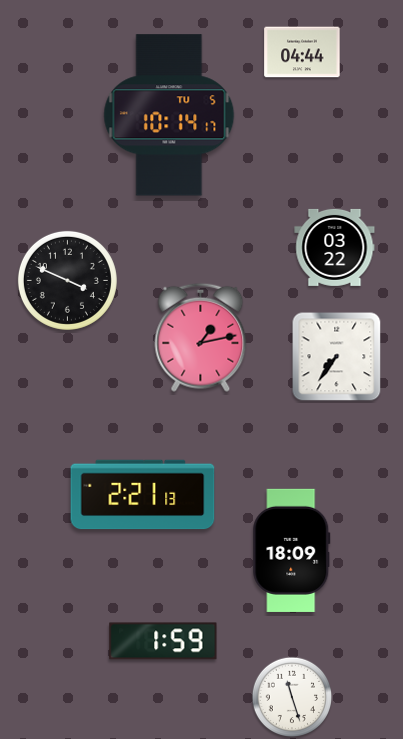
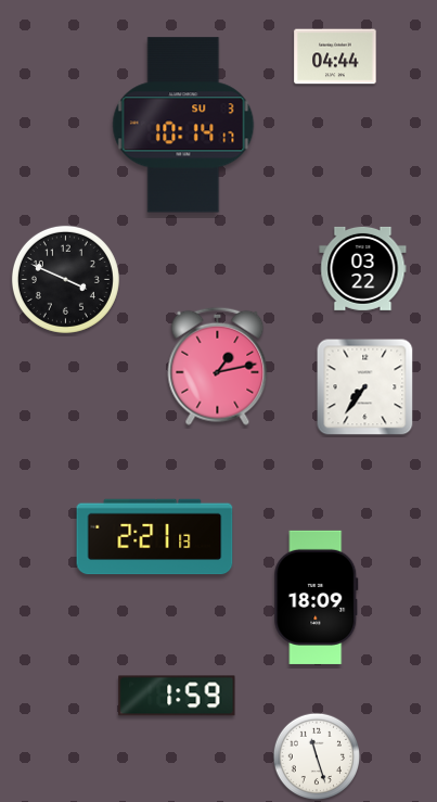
clock at (302, 52) position: (302, 52) -> (335, 56)
clock at (169, 115) date: TU 5 -> SU 3
clock at (67, 280) position: (67, 280) -> (65, 279)
